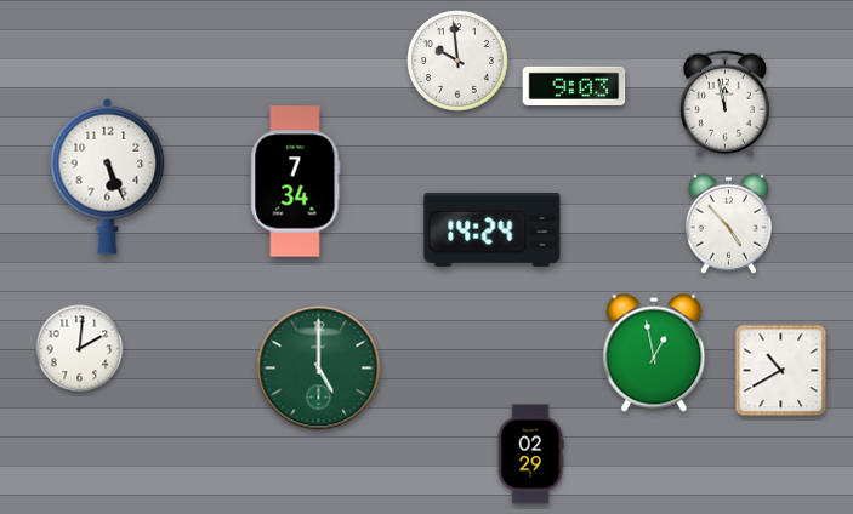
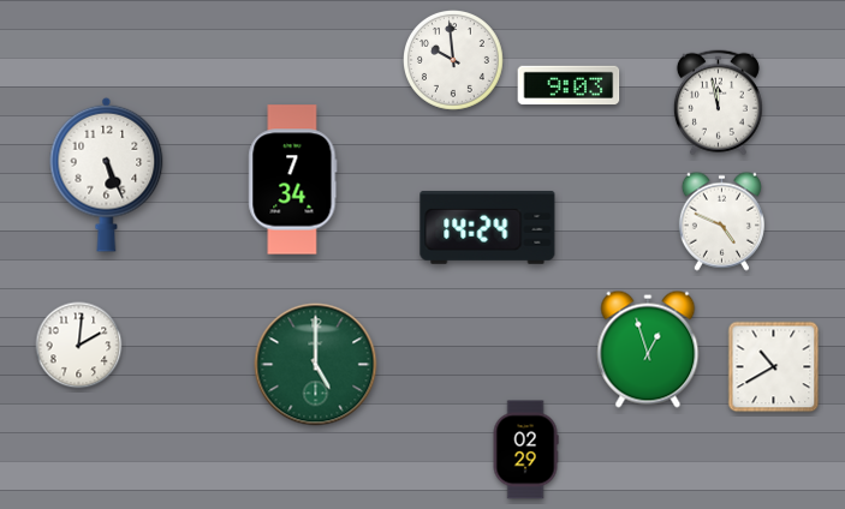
clock at (728, 223): 4:53 -> 4:49
clock at (654, 353): 12:58 -> 12:57
